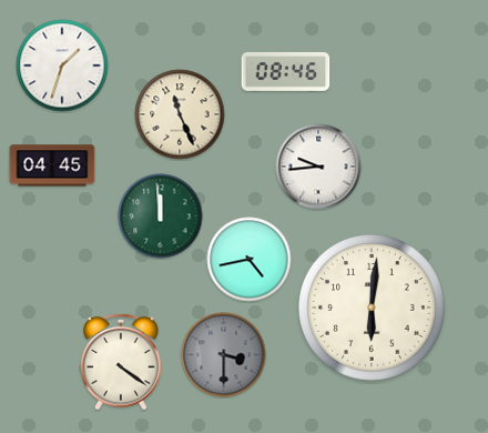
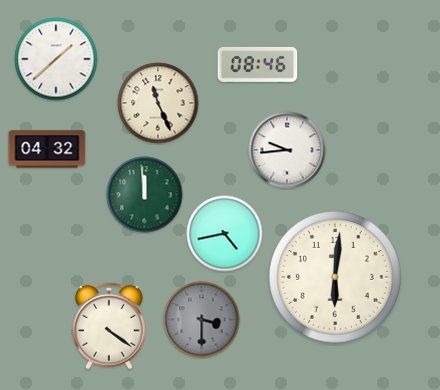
clock at (62, 66): 1:33 -> 1:38
clock at (180, 114) position: (180, 114) -> (158, 103)
clock at (52, 165): 04:45 -> 04:32
